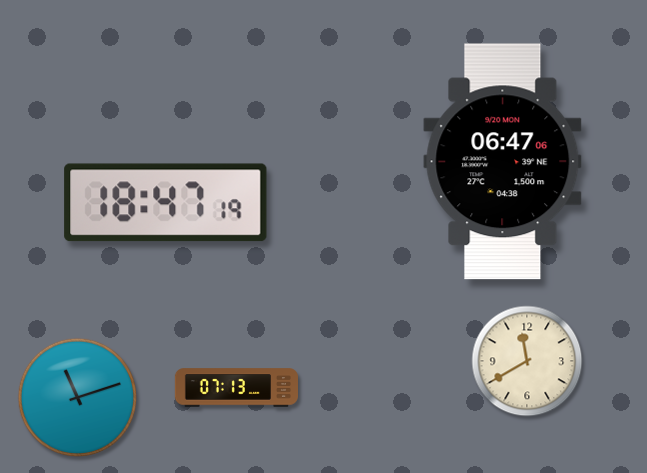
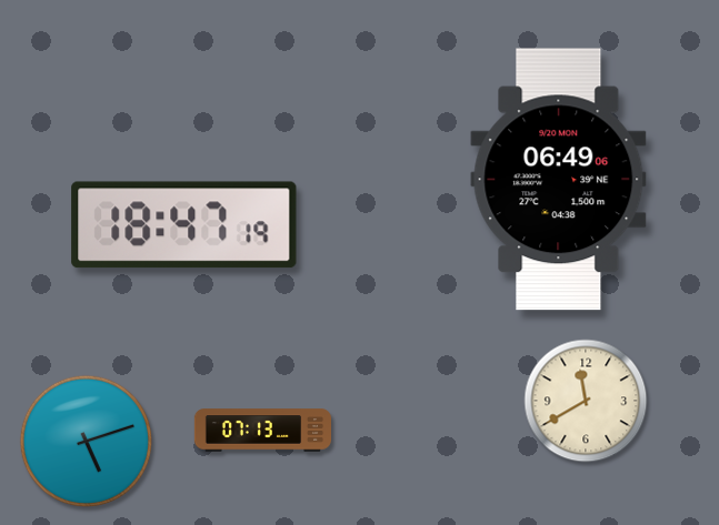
clock at (503, 162): 06:47 -> 06:49
clock at (77, 397): 11:12 -> 5:12
